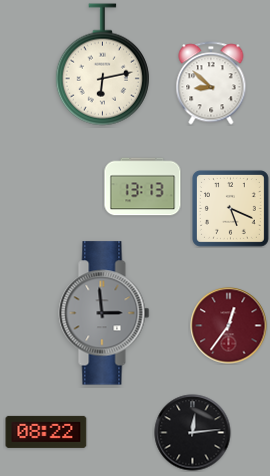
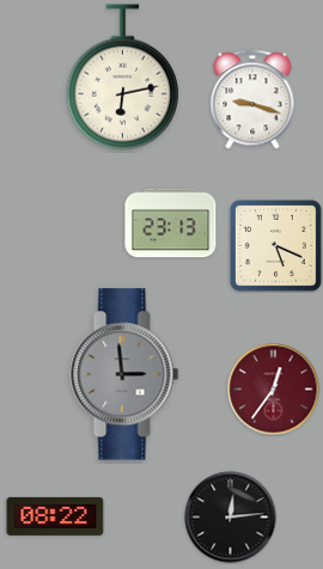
clock at (211, 83): 8:52 -> 9:18
clock at (143, 187): 13:13 -> 23:13
clock at (230, 208) position: (230, 208) -> (275, 245)
